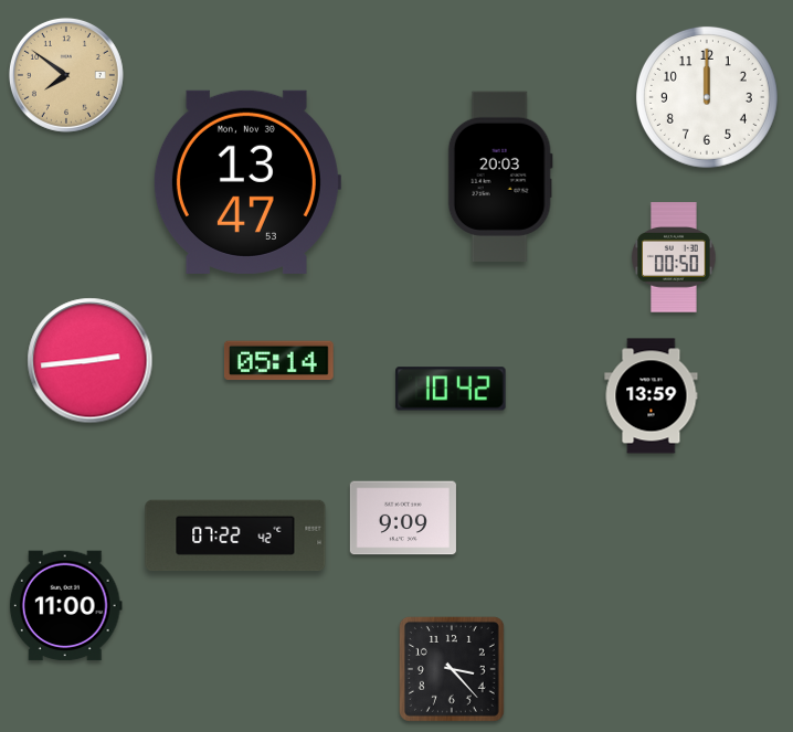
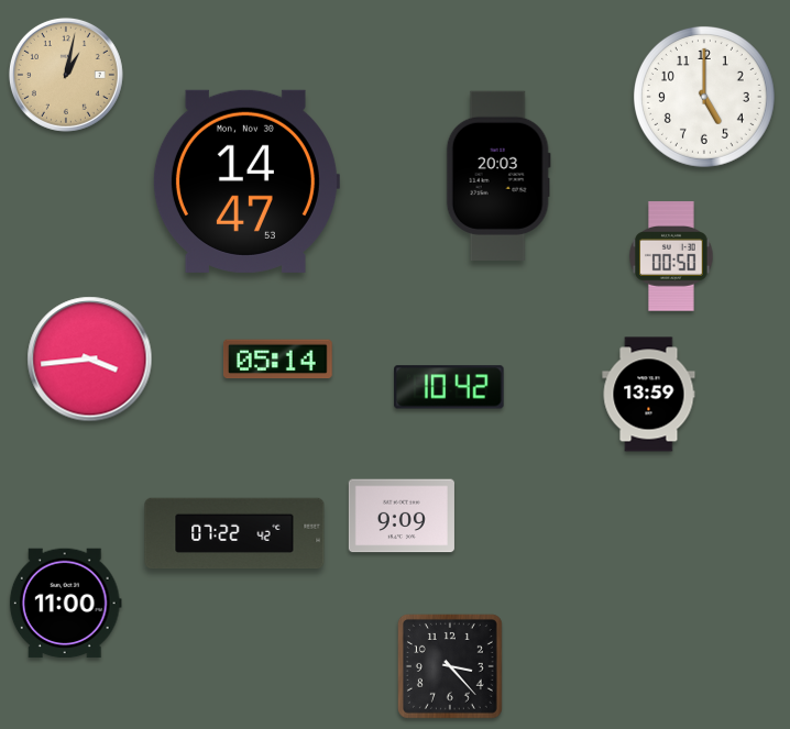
clock at (66, 75): 7:51 -> 1:02
clock at (707, 97): 12:00 -> 5:00
clock at (246, 182): 13:47 -> 14:47
clock at (91, 361): 2:44 -> 3:44
